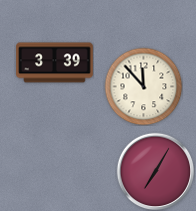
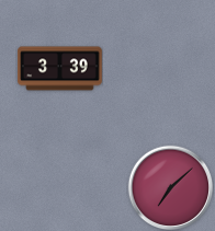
clock at (143, 86): 11:53 -> none
clock at (155, 171): 7:05 -> 7:08
